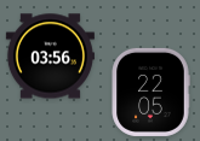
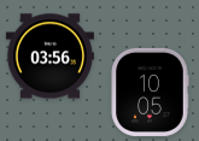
clock at (150, 92): 22:05 -> 10:05
